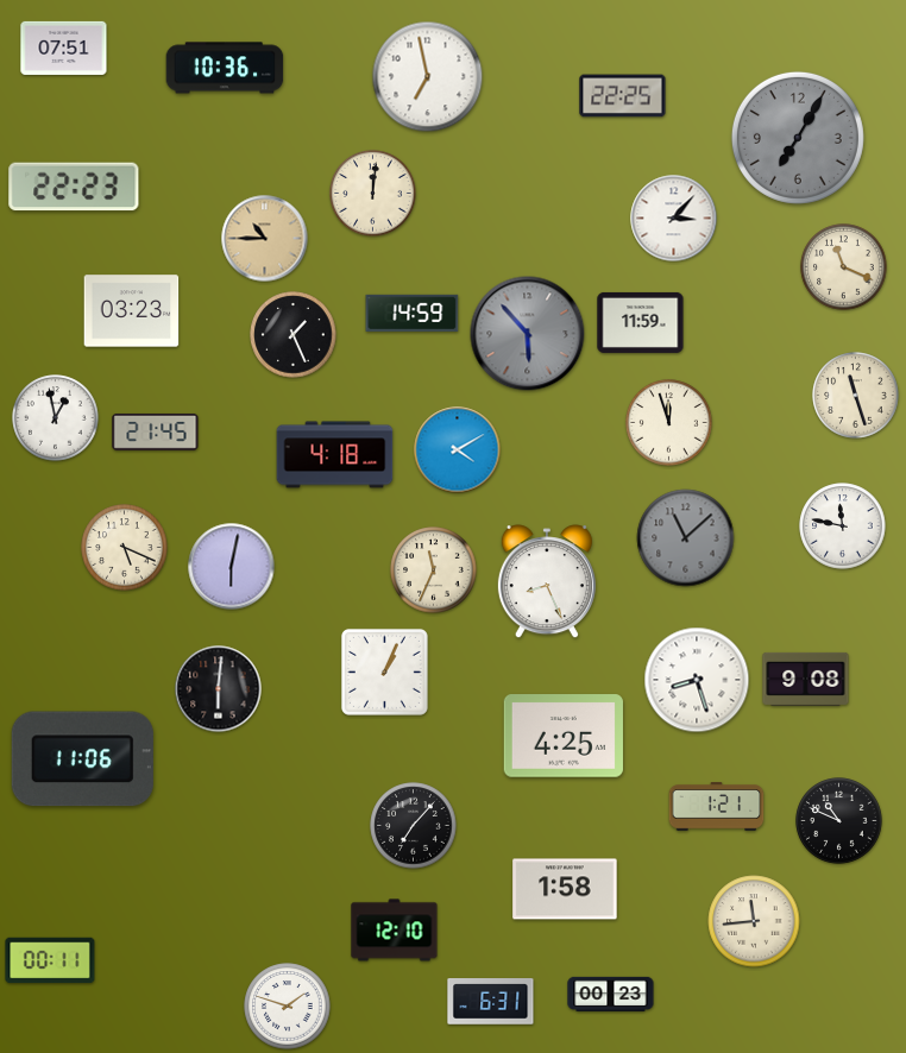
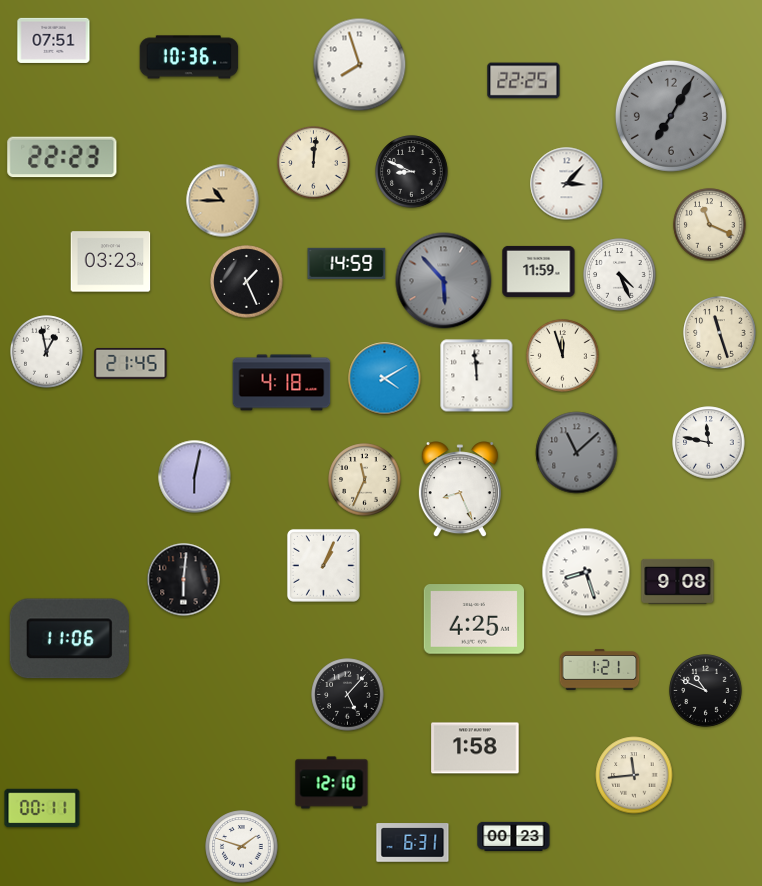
clock at (428, 77): 6:58 -> 7:57
clock at (412, 172): none -> 8:49
clock at (620, 275): none -> 4:26
clock at (477, 376): none -> 11:59
clock at (125, 548): 5:19 -> none
clock at (806, 679) position: (806, 679) -> (678, 581)
clock at (717, 807) position: (717, 807) -> (600, 670)
clock at (414, 826): 7:07 -> 5:07
